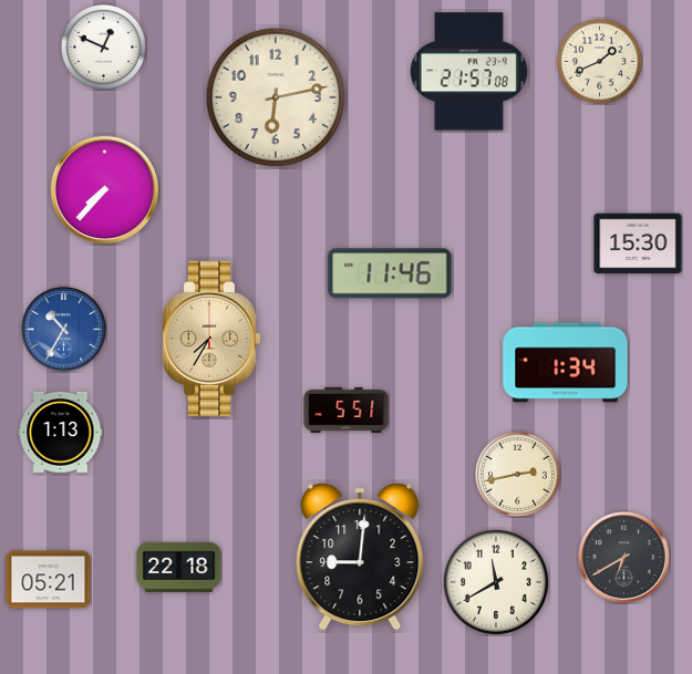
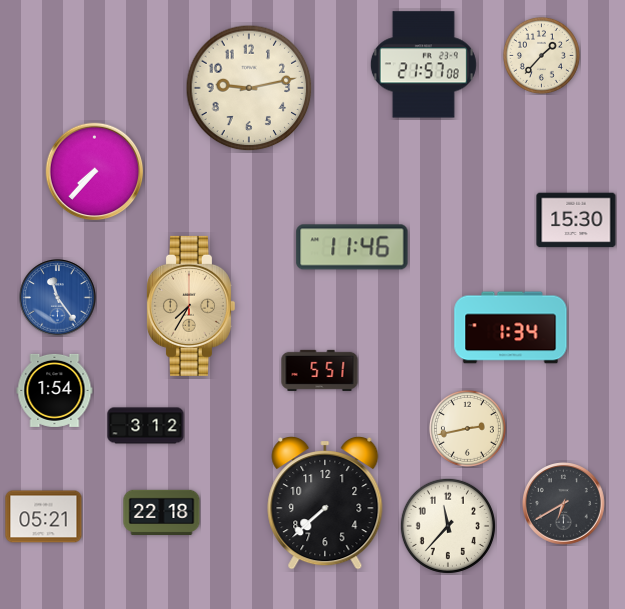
clock at (103, 46): 12:49 -> none
clock at (599, 61): 1:41 -> 1:37
clock at (276, 97): 6:13 -> 9:13
clock at (64, 330): 10:35 -> 11:24
clock at (347, 409) position: (347, 409) -> (320, 370)
clock at (61, 432): 1:13 -> 1:54
clock at (146, 426): none -> 3:12
clock at (360, 557): 9:01 -> 7:38
clock at (49, 580) position: (49, 580) -> (44, 517)
clock at (496, 582): 11:40 -> 11:37
